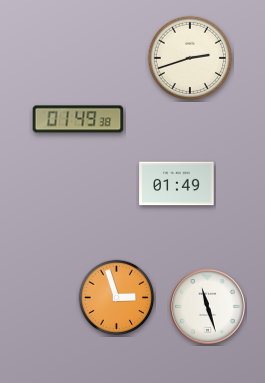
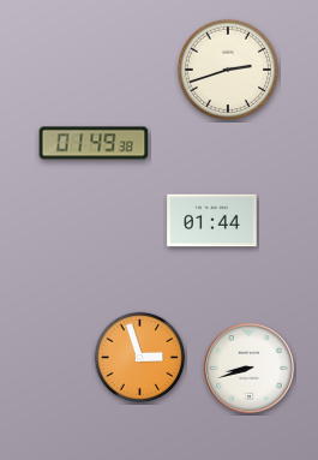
clock at (177, 184): 01:49 -> 01:44
clock at (207, 306): 11:27 -> 8:42
